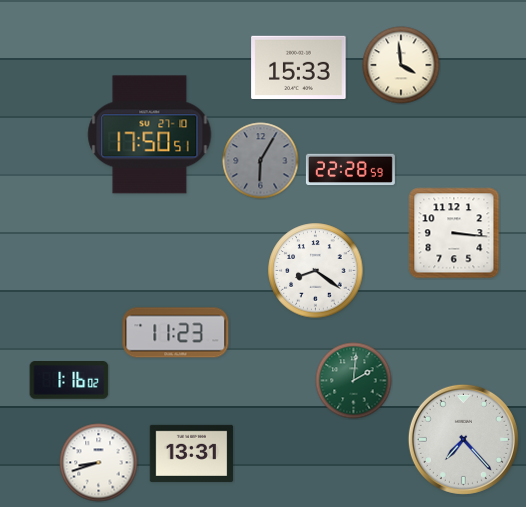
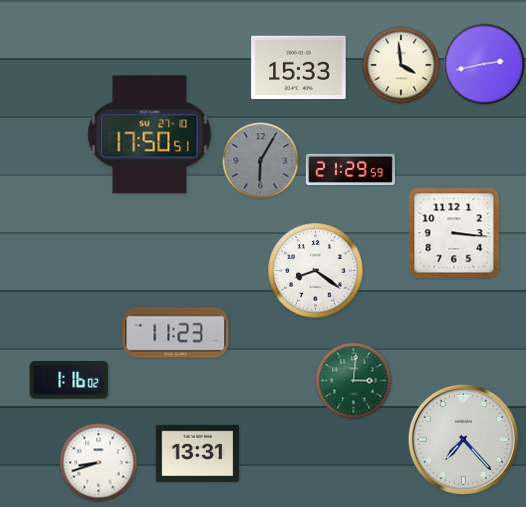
clock at (484, 64): none -> 2:43
clock at (350, 170): 22:28 -> 21:29
clock at (354, 381): 2:01 -> 3:01
clock at (192, 453) position: (192, 453) -> (198, 453)
